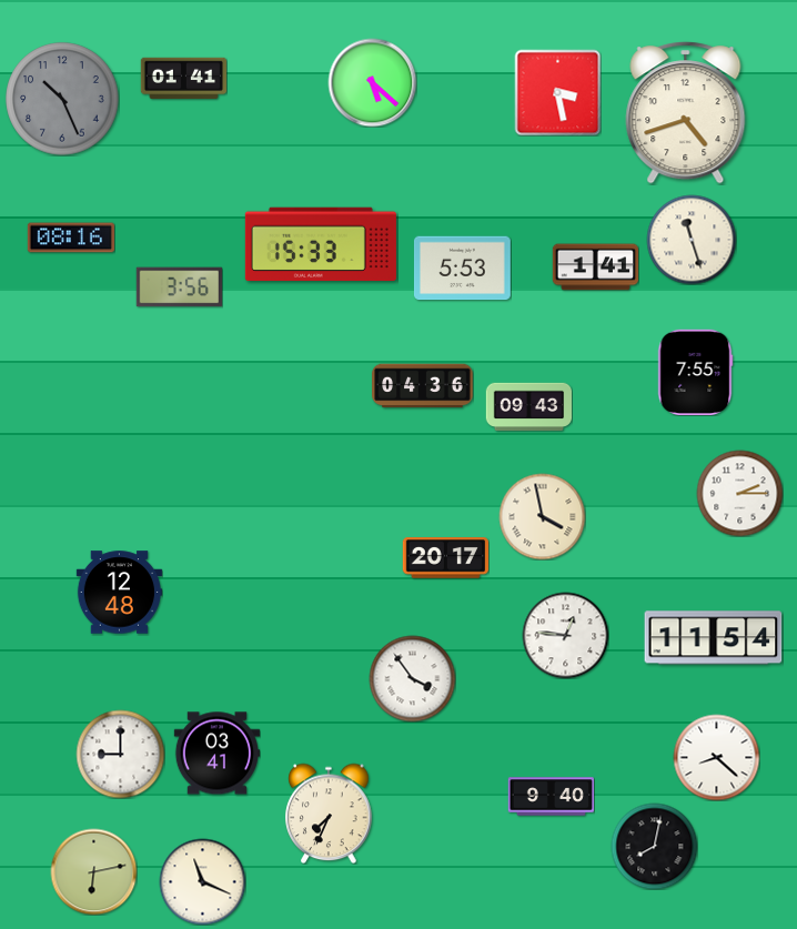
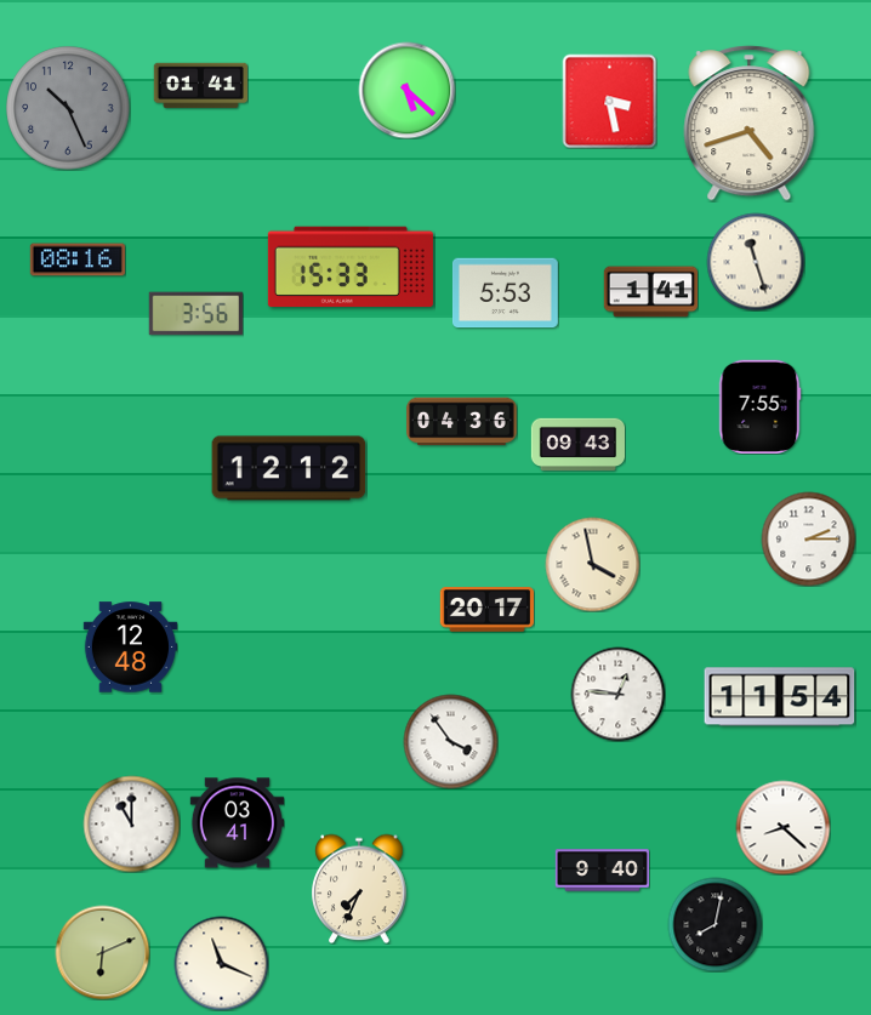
clock at (289, 468): none -> 12:12
clock at (120, 754): 9:00 -> 11:00
clock at (93, 871): 6:13 -> 6:11
